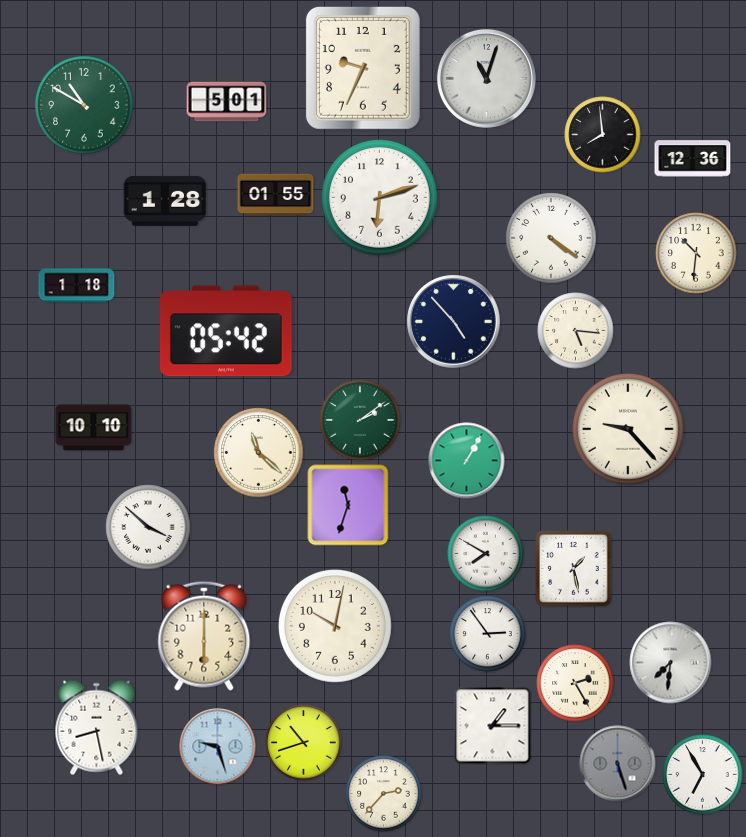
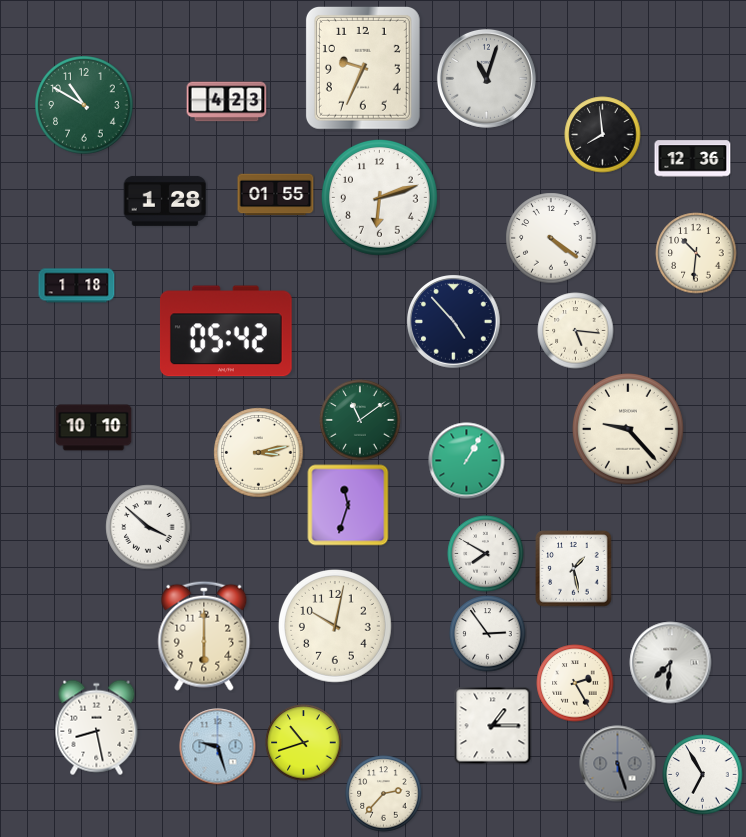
clock at (227, 102): 5:01 -> 4:23
clock at (360, 420): 2:09 -> 11:09
clock at (259, 453): 11:22 -> 3:13
